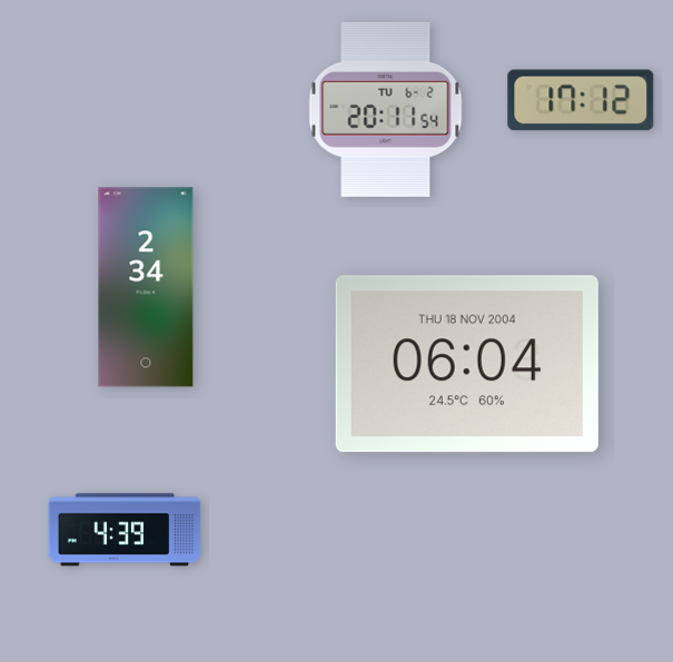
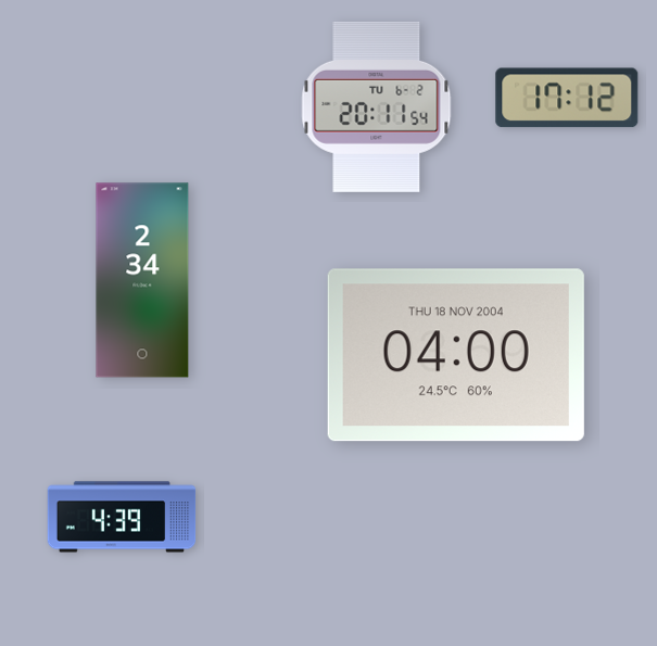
clock at (467, 364): 06:04 -> 04:00
